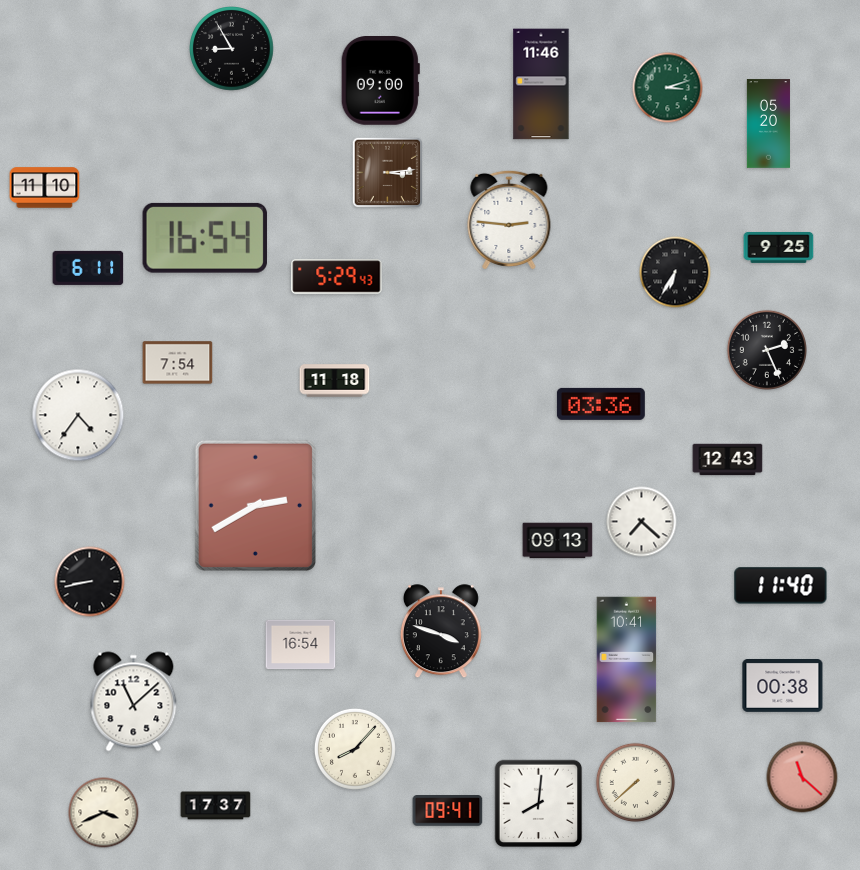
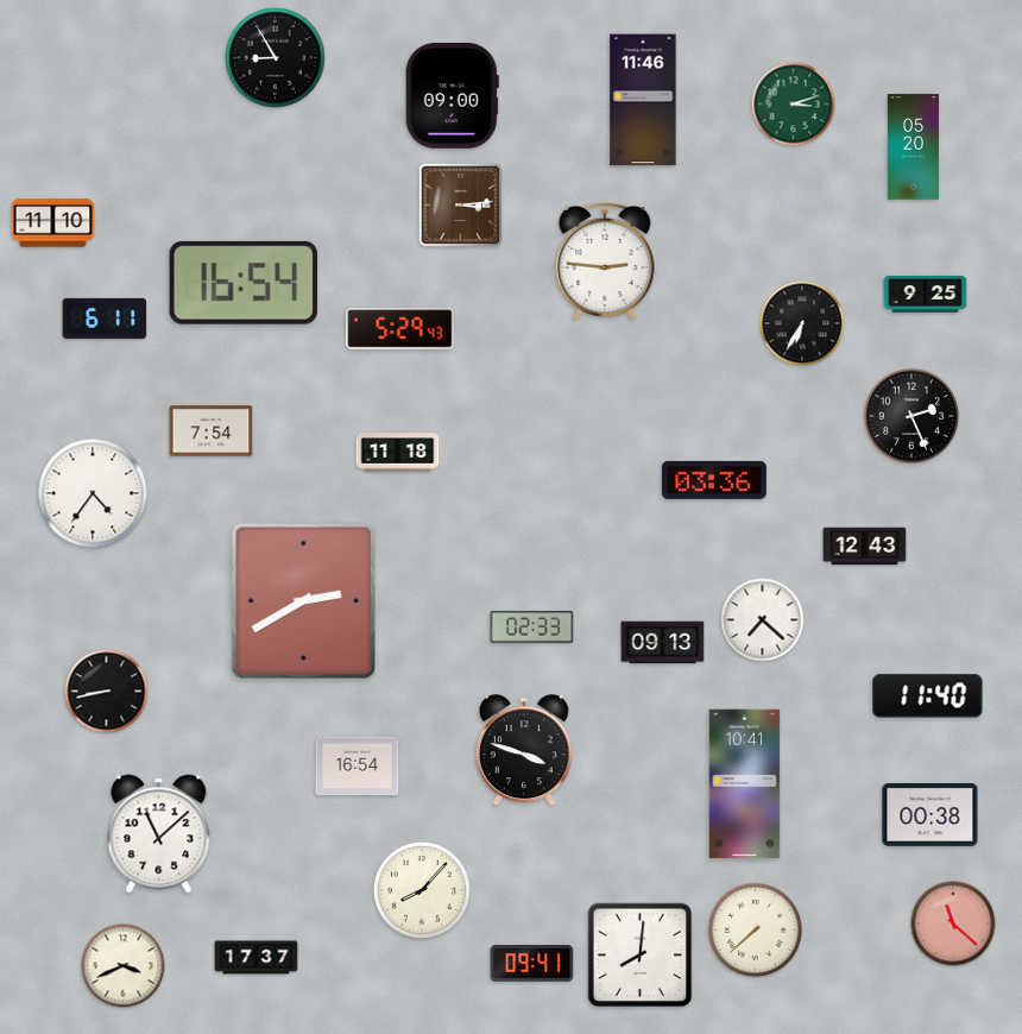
clock at (532, 626): none -> 02:33
